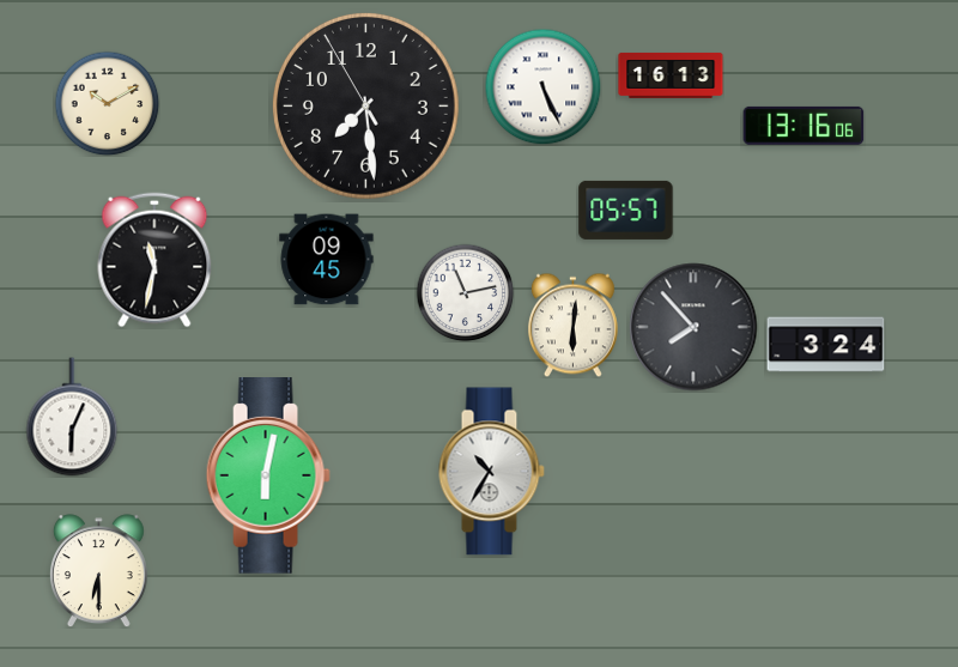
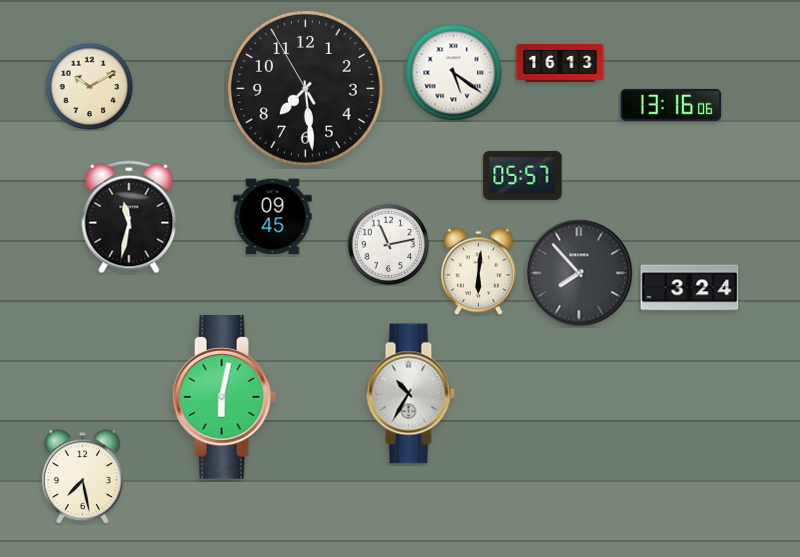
clock at (542, 86): 5:26 -> 5:21
clock at (72, 417): 6:04 -> none
clock at (98, 571): 6:30 -> 7:28
